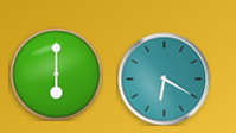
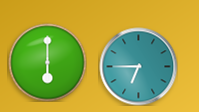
clock at (164, 78): 6:20 -> 6:45
